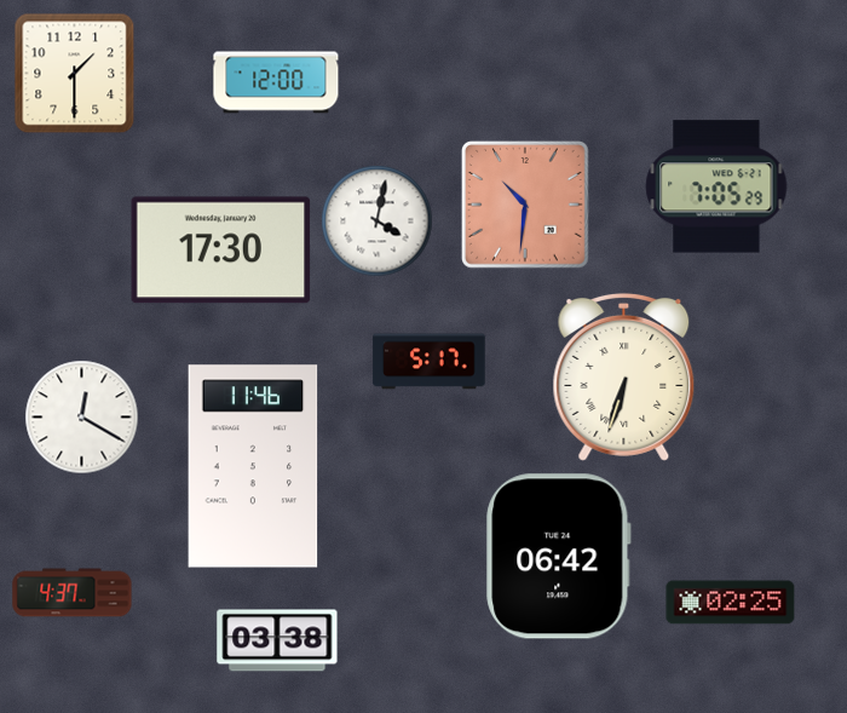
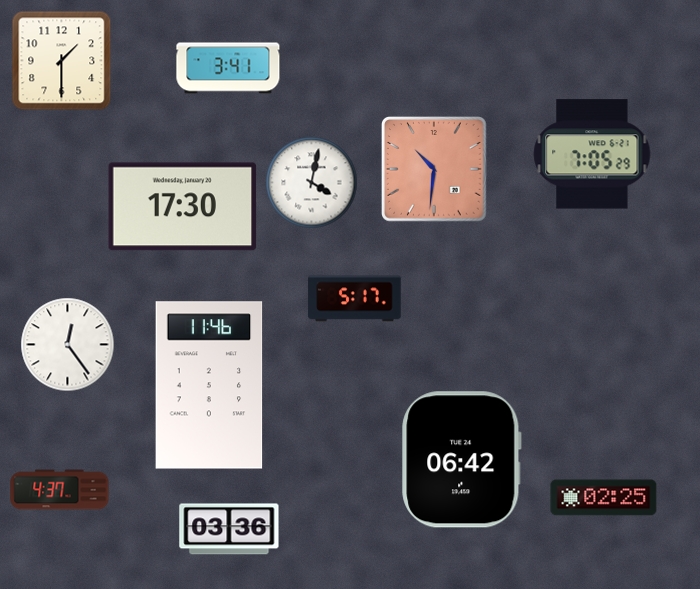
clock at (276, 82): 12:00 -> 3:41
clock at (624, 376): 6:33 -> none
clock at (82, 418): 12:20 -> 12:24
clock at (277, 640): 03:38 -> 03:36
